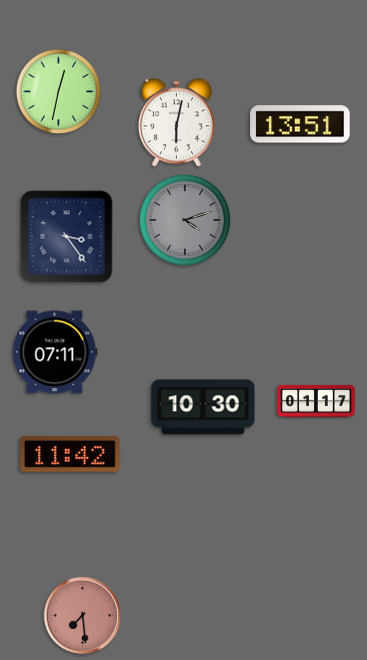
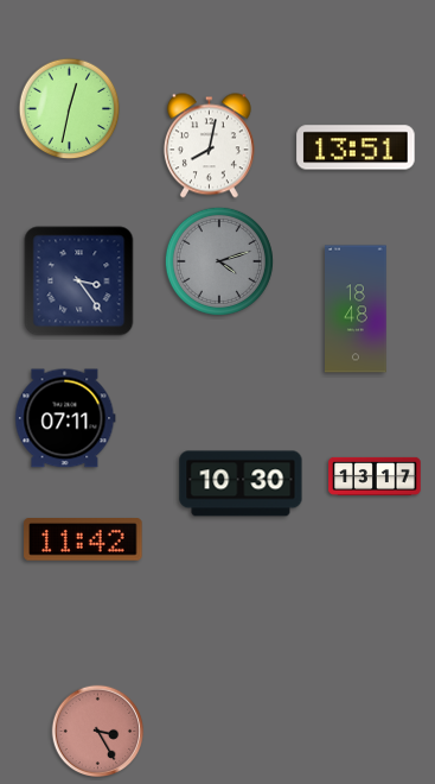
clock at (176, 123): 6:02 -> 8:02
clock at (357, 309): none -> 18:48
clock at (316, 401): 01:17 -> 13:17
clock at (83, 616): 7:29 -> 3:25
